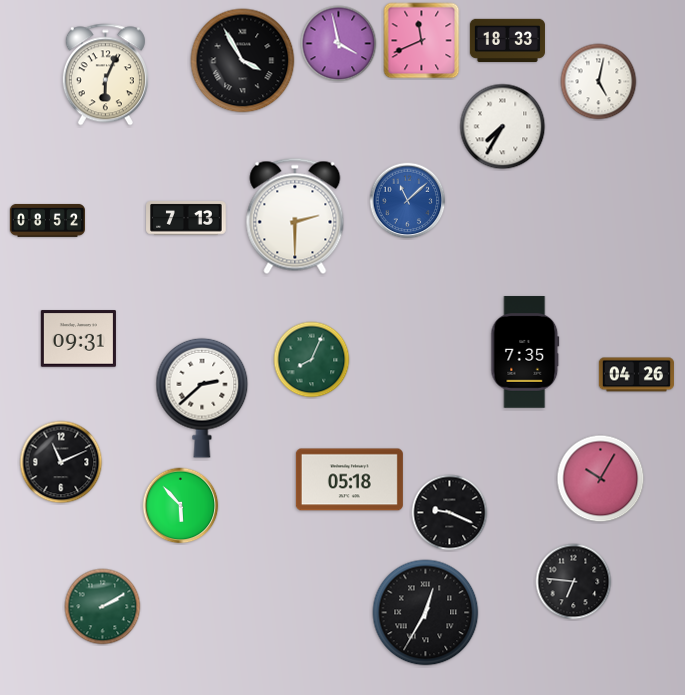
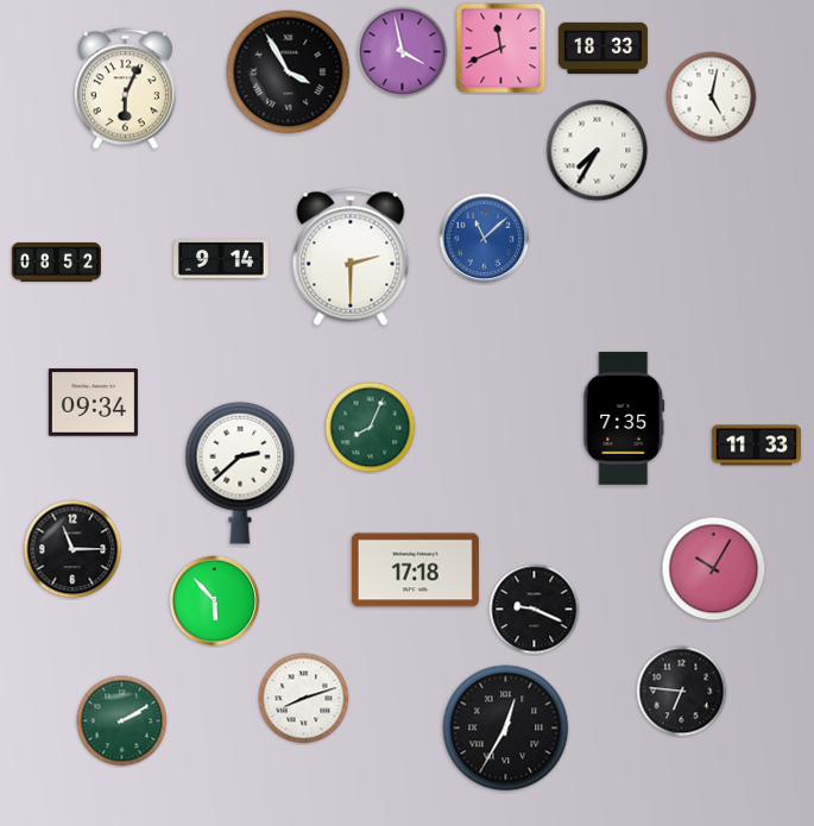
clock at (186, 218): 7:13 -> 9:14
clock at (78, 339): 09:31 -> 09:34
clock at (636, 375): 04:26 -> 11:33
clock at (61, 462): 11:11 -> 11:15
clock at (349, 480): 05:18 -> 17:18
clock at (304, 699): none -> 8:12
